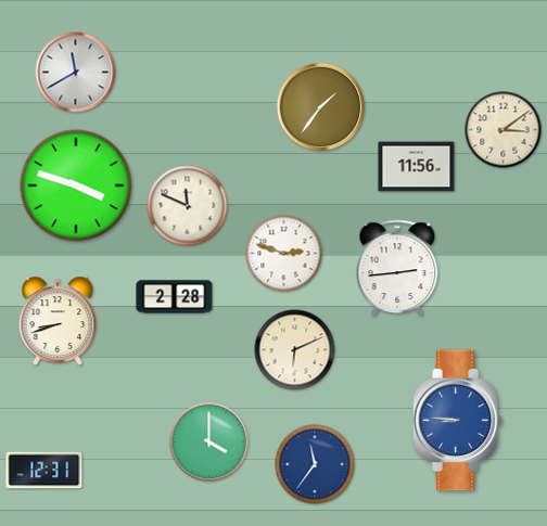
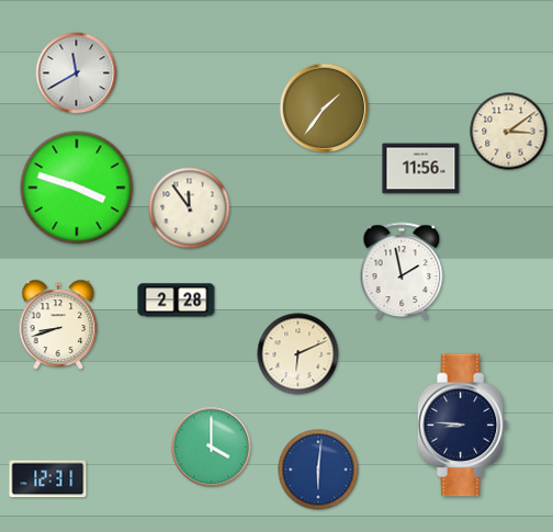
clock at (188, 206): 11:49 -> 11:54
clock at (284, 254): 2:48 -> none
clock at (397, 268): 2:44 -> 1:58
clock at (457, 421) dial: blue -> navy
clock at (315, 464): 11:36 -> 6:01
clock at (44, 471) position: (44, 471) -> (48, 479)
